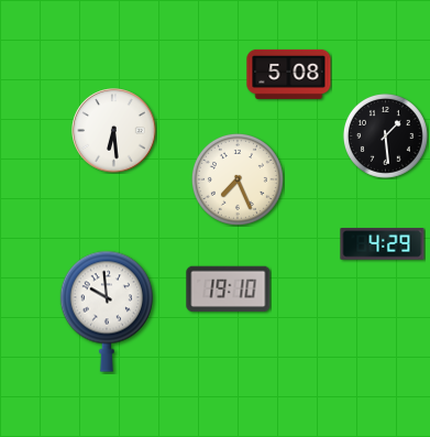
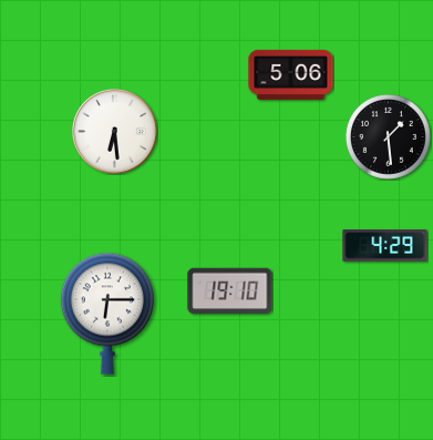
clock at (289, 74): 5:08 -> 5:06
clock at (238, 179): 7:26 -> none
clock at (107, 312): 9:59 -> 6:15
